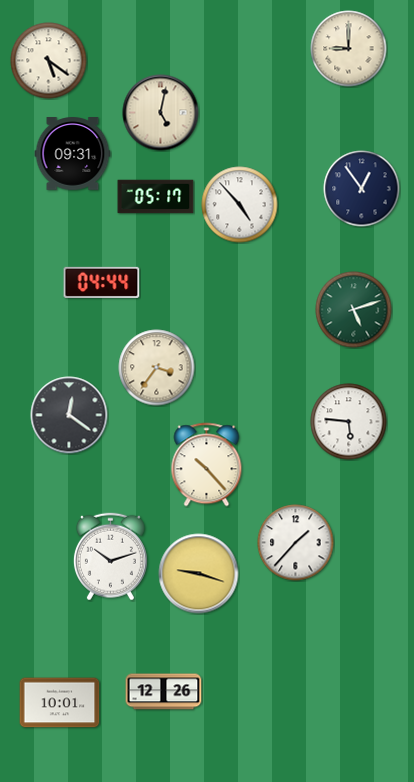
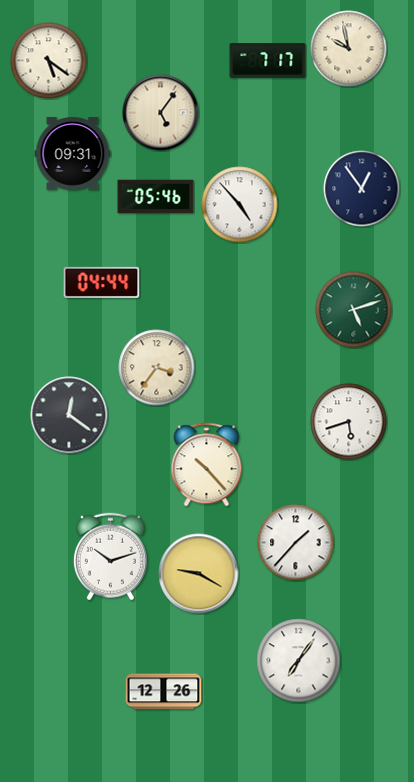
clock at (349, 49): 9:00 -> 9:58
clock at (268, 61): none -> 7:17
clock at (161, 113): 5:02 -> 5:06
clock at (156, 197): 05:17 -> 05:46
clock at (349, 422): 5:46 -> 5:42
clock at (199, 574): 9:18 -> 9:20
clock at (299, 661): none -> 7:06
clock at (60, 703): 10:01 -> none
